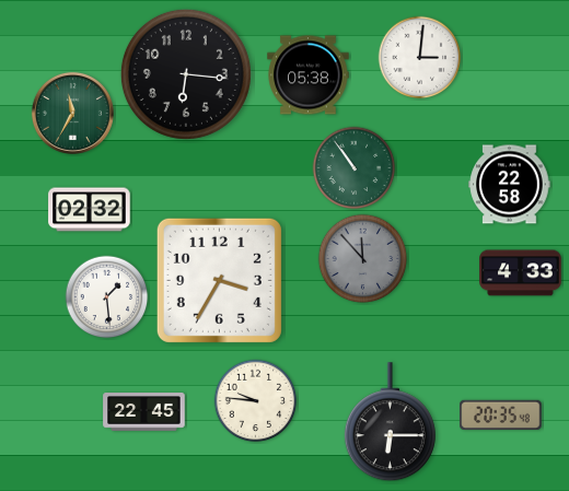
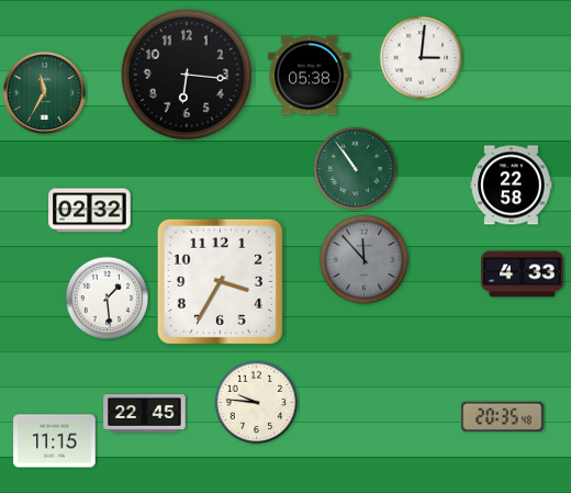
clock at (72, 113) position: (72, 113) -> (44, 92)
clock at (390, 422): 6:15 -> none
clock at (55, 441): none -> 11:15
